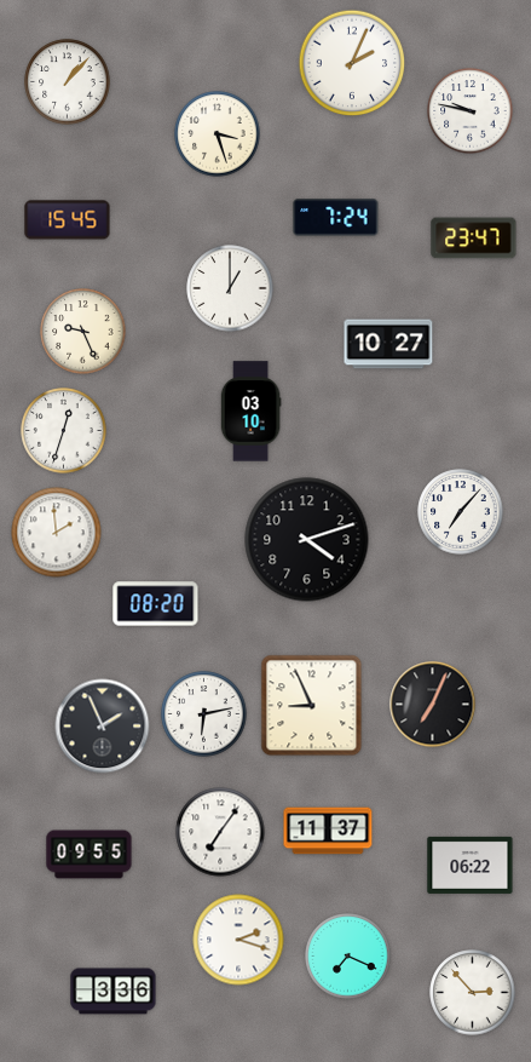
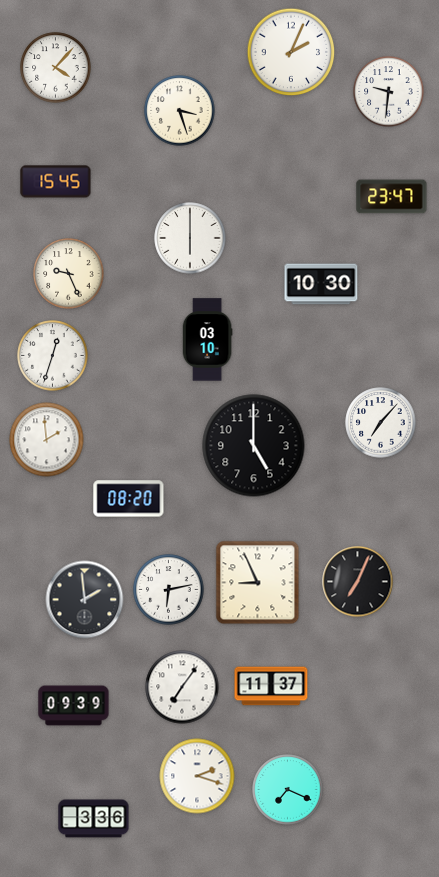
clock at (68, 82): 1:07 -> 4:07
clock at (471, 111): 9:47 -> 9:31
clock at (336, 218): 7:24 -> none
clock at (230, 288): 1:00 -> 6:00
clock at (388, 344): 10:27 -> 10:30
clock at (307, 540): 4:12 -> 5:00
clock at (103, 727): 1:56 -> 1:59
clock at (90, 855): 09:55 -> 09:39
clock at (471, 865): 06:22 -> none
clock at (473, 993): 2:53 -> none
